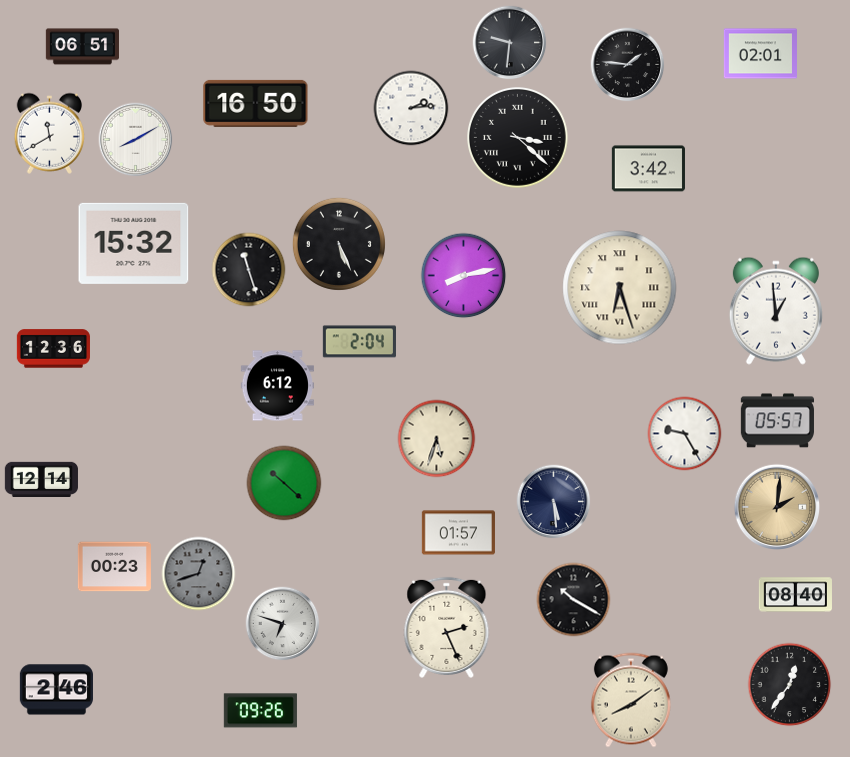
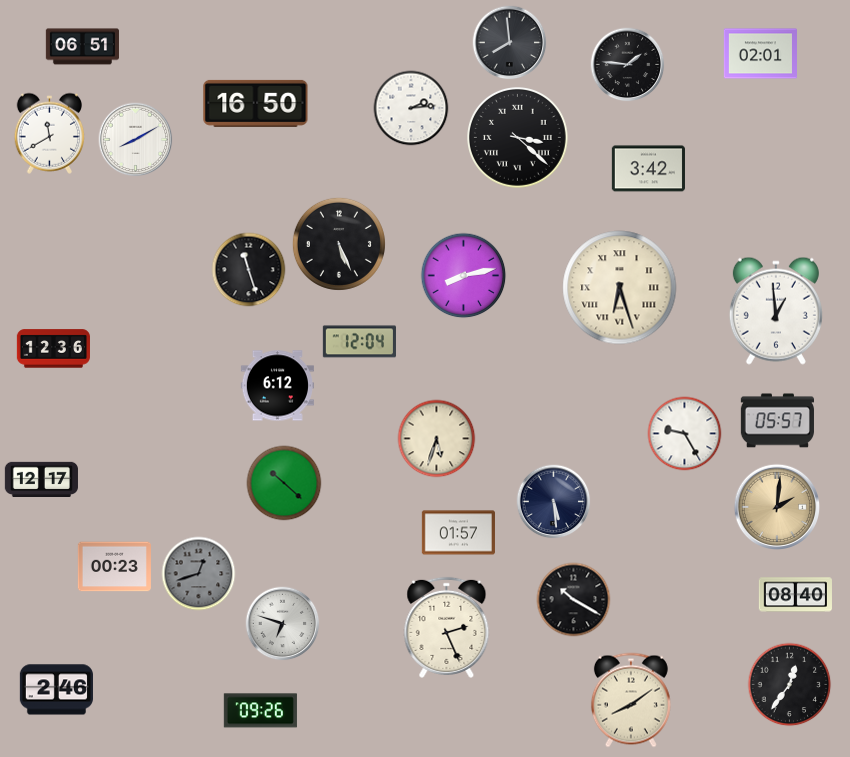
clock at (510, 43): 9:31 -> 7:59
clock at (134, 243): 15:32 -> none
clock at (359, 342): 2:04 -> 12:04
clock at (41, 479): 12:14 -> 12:17
